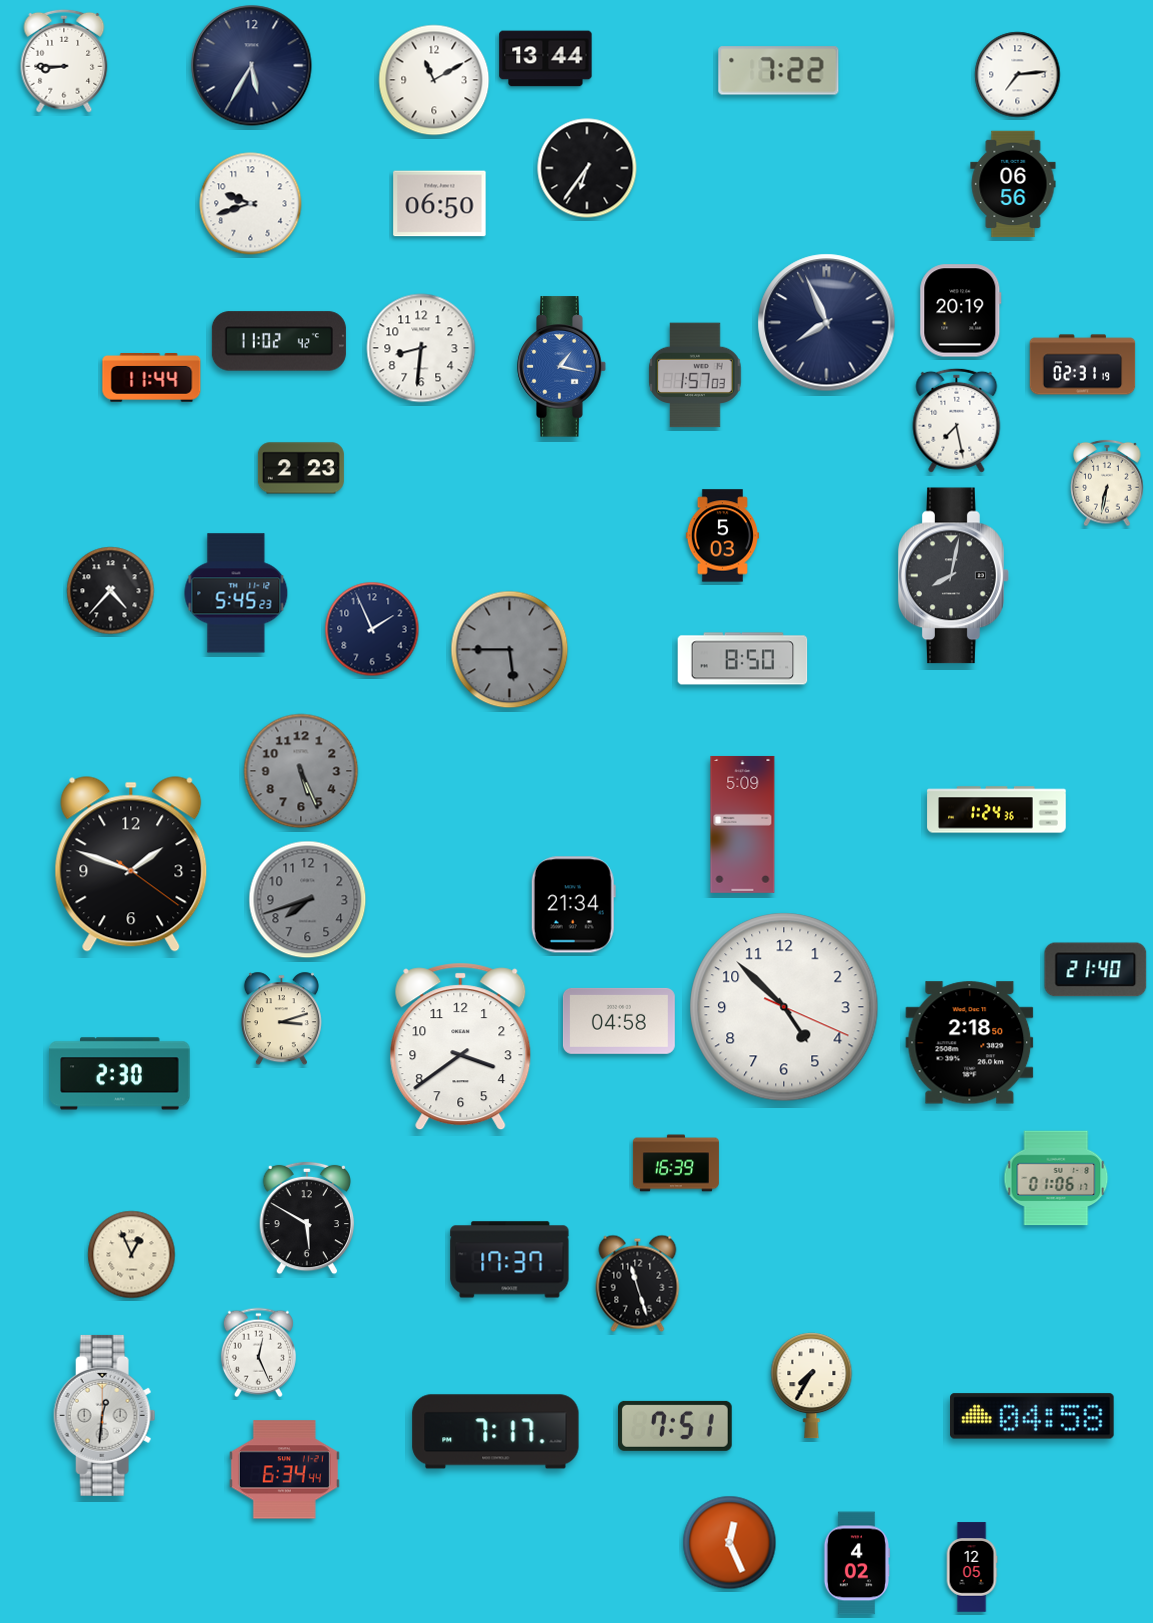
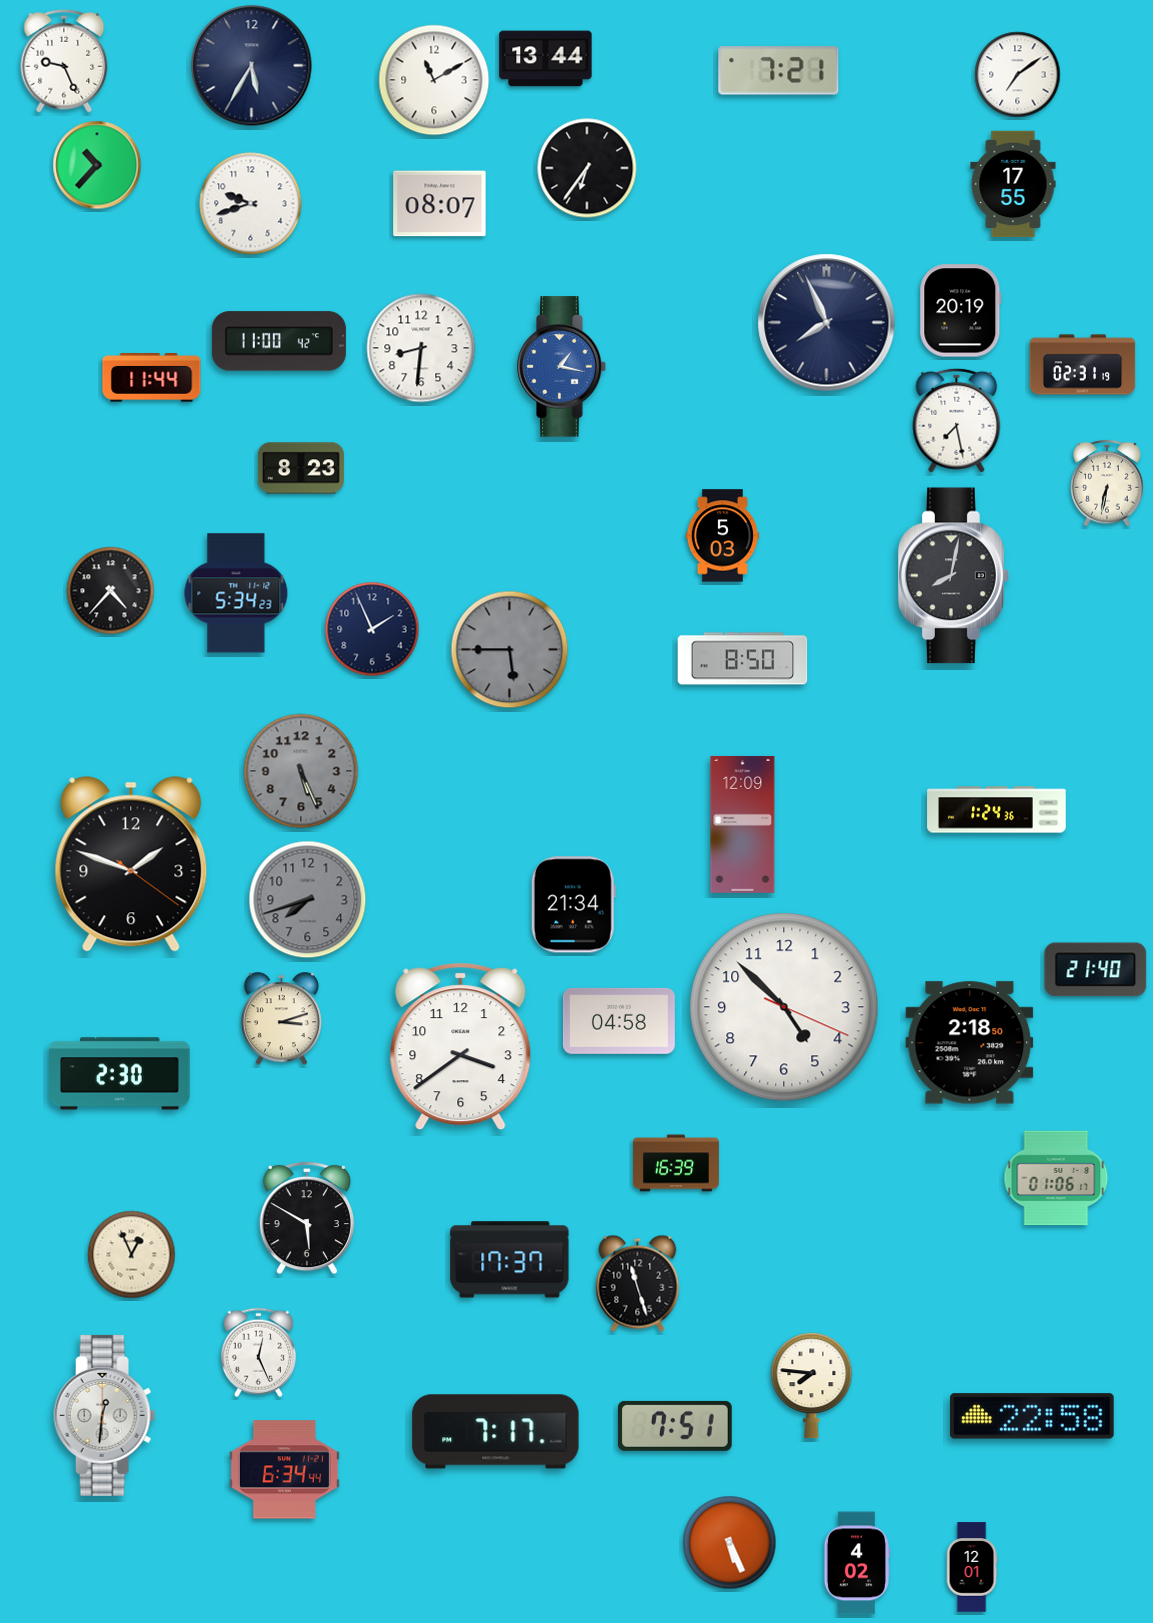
clock at (64, 61): 8:45 -> 9:26
clock at (779, 71): 7:22 -> 7:21
clock at (1018, 75): 7:14 -> 7:09
clock at (97, 165): none -> 10:37
clock at (1013, 184): 06:56 -> 17:55
clock at (440, 204): 06:50 -> 08:07
clock at (279, 341): 11:02 -> 11:00
clock at (695, 375): 1:57 -> none
clock at (301, 468): 2:23 -> 8:23
clock at (236, 593): 5:45 -> 5:34
clock at (743, 824): 5:09 -> 12:09
clock at (812, 1386): 7:35 -> 7:46
clock at (1033, 1416): 04:58 -> 22:58
clock at (730, 1543): 12:26 -> 5:26
clock at (972, 1567): 12:05 -> 12:01
